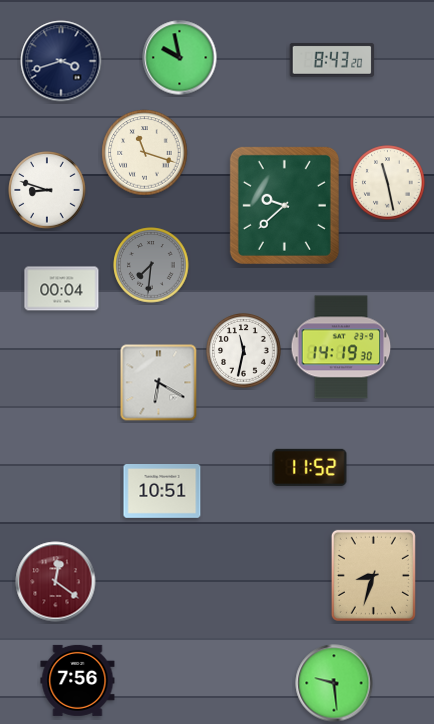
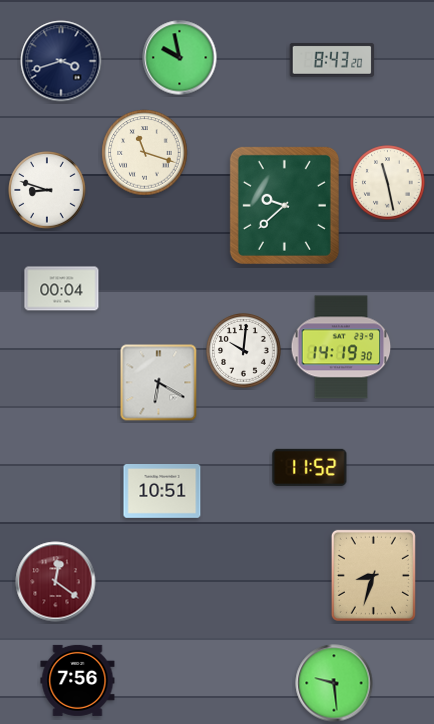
clock at (151, 265): 7:31 -> none
clock at (244, 351): 11:32 -> 10:01
